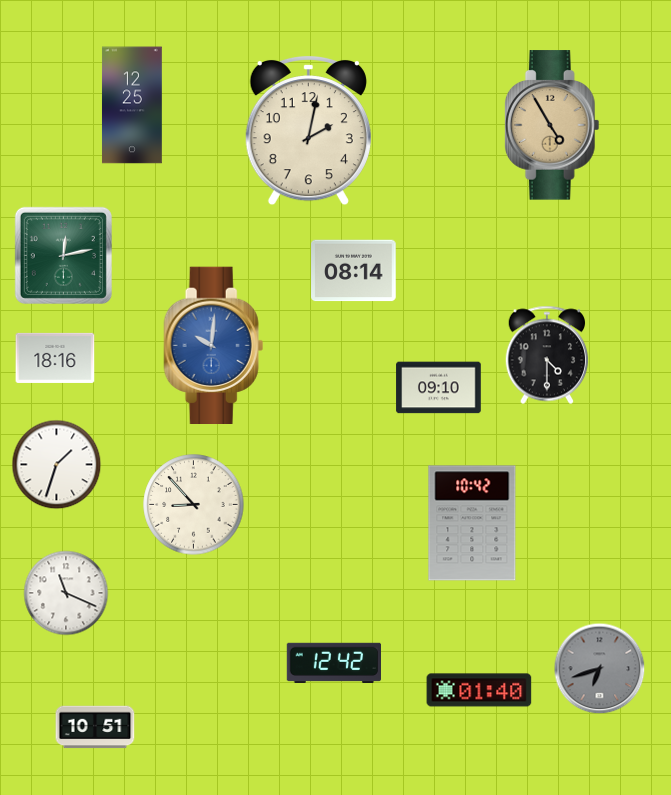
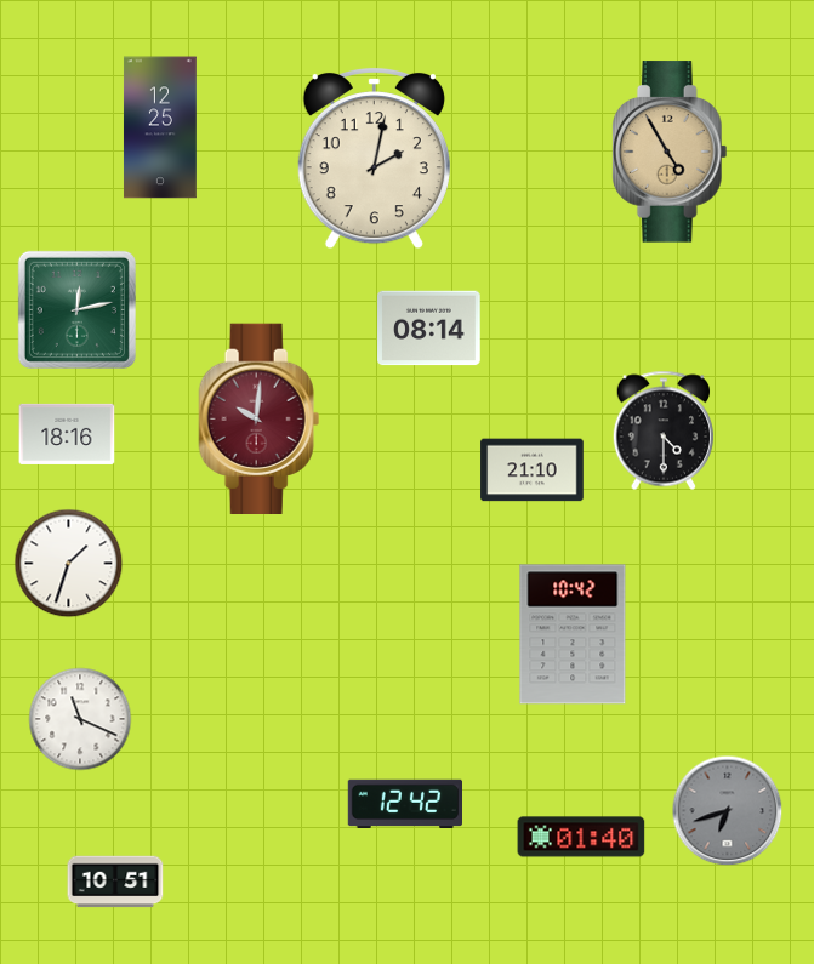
clock at (214, 345) dial: blue -> burgundy
clock at (439, 388): 09:10 -> 21:10
clock at (194, 505): 8:53 -> none
